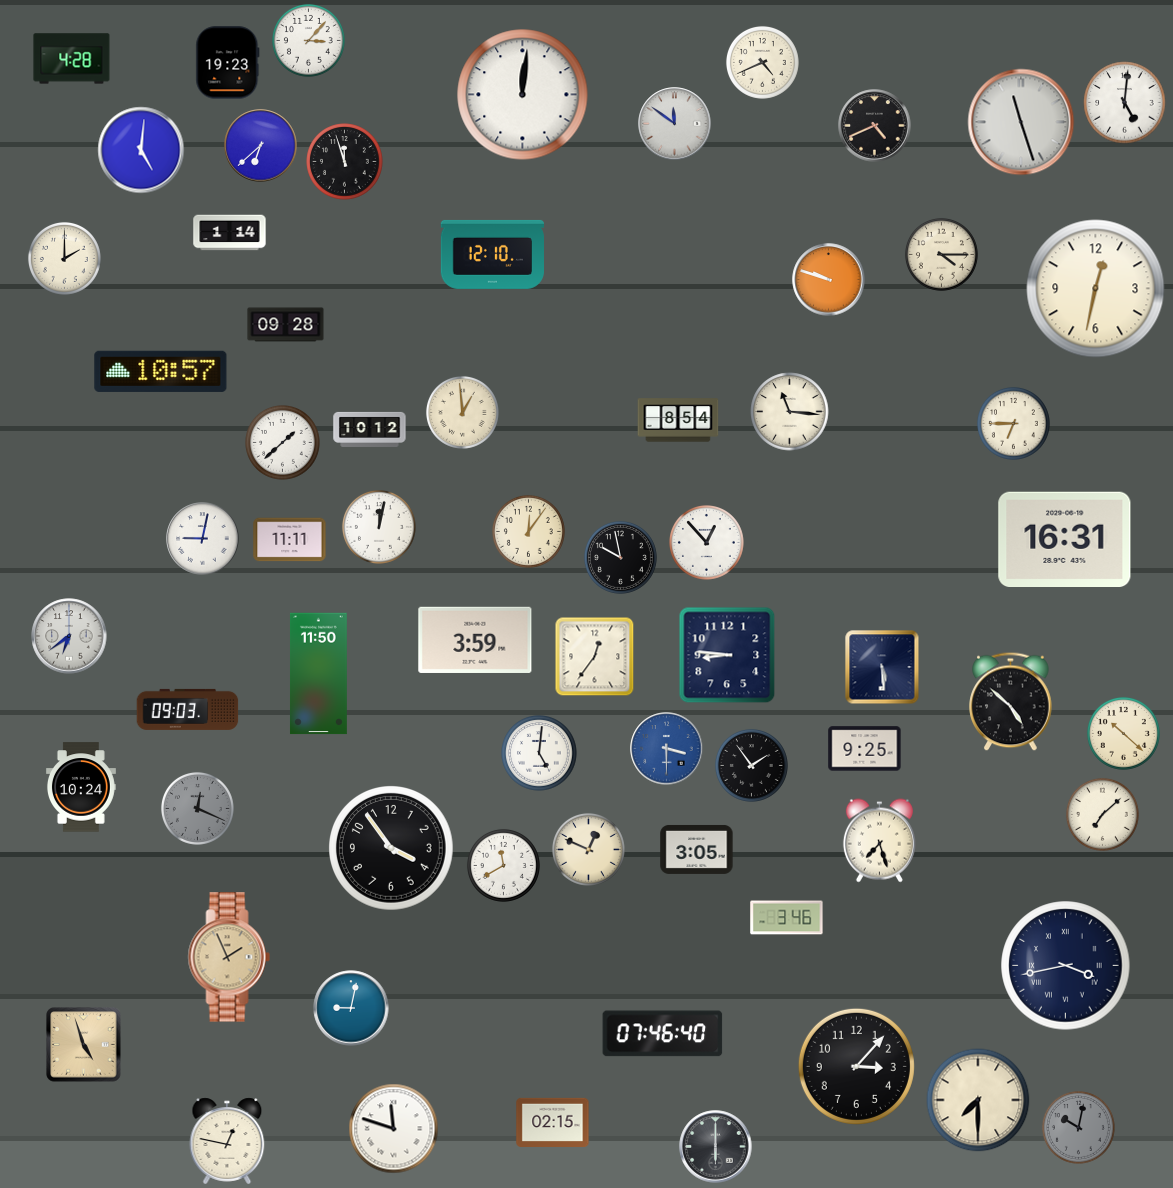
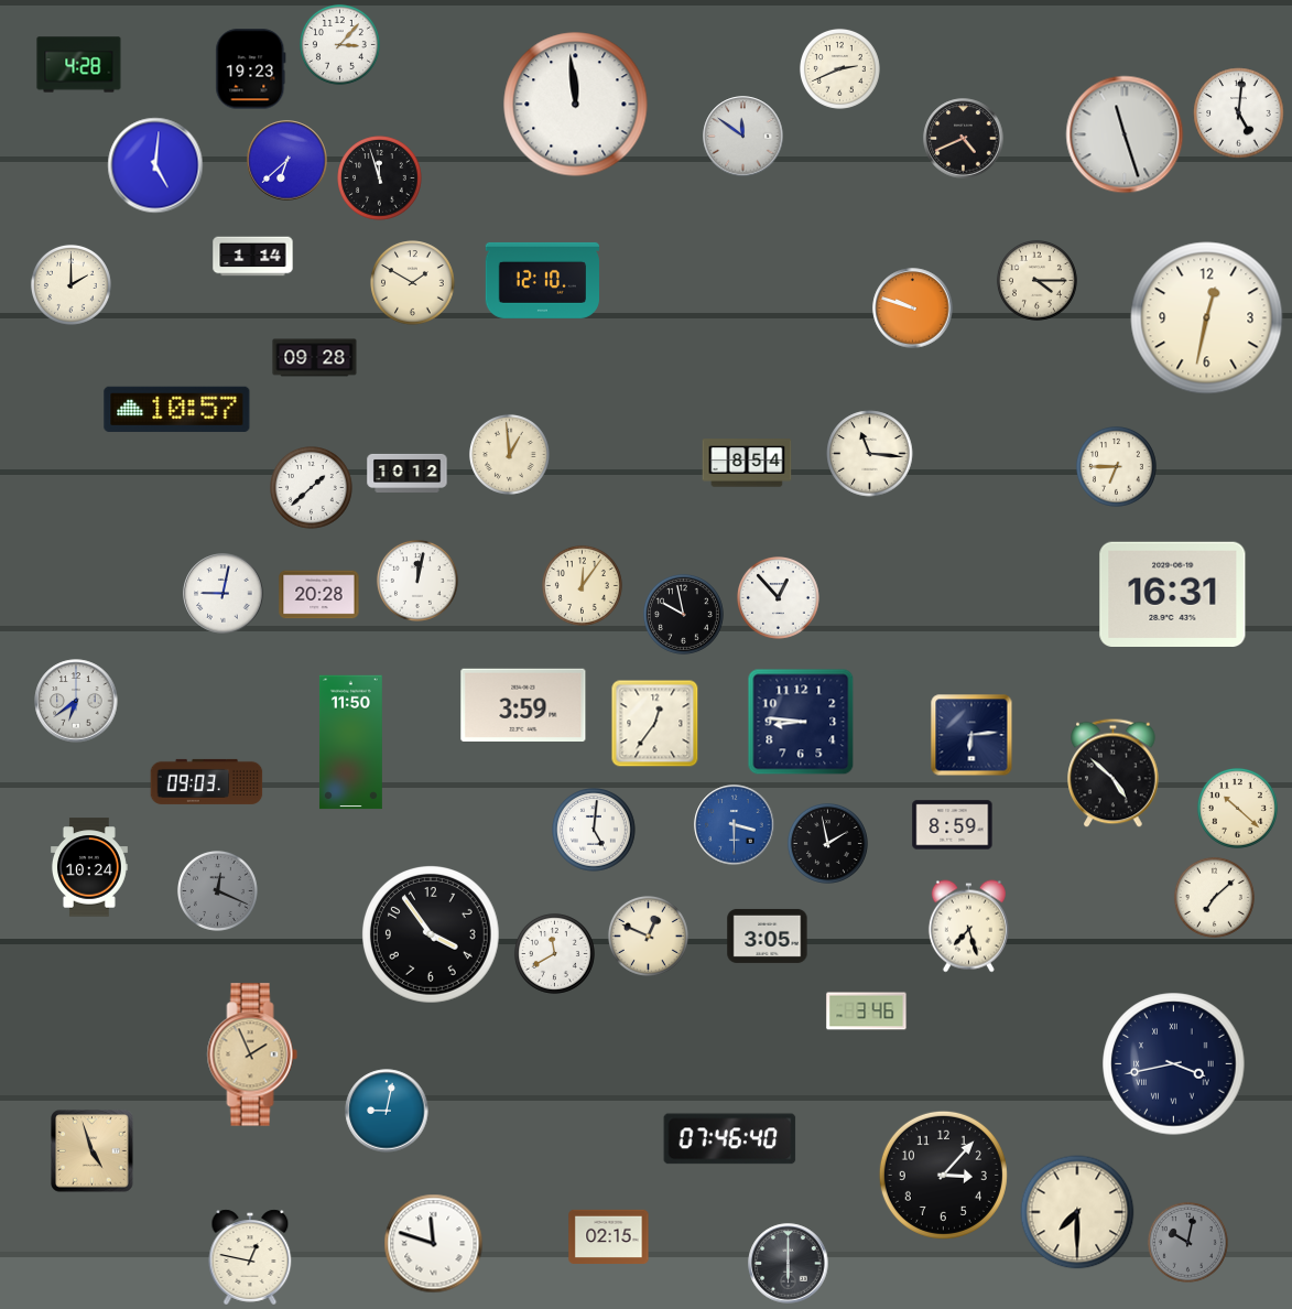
clock at (762, 62): 4:41 -> 2:41
clock at (523, 95): 12:01 -> 11:59
clock at (413, 283): none -> 1:50
clock at (290, 540): 11:11 -> 20:28
clock at (882, 667): 5:29 -> 6:14
clock at (865, 749): 9:25 -> 8:59
clock at (751, 765): 1:54 -> 1:58
